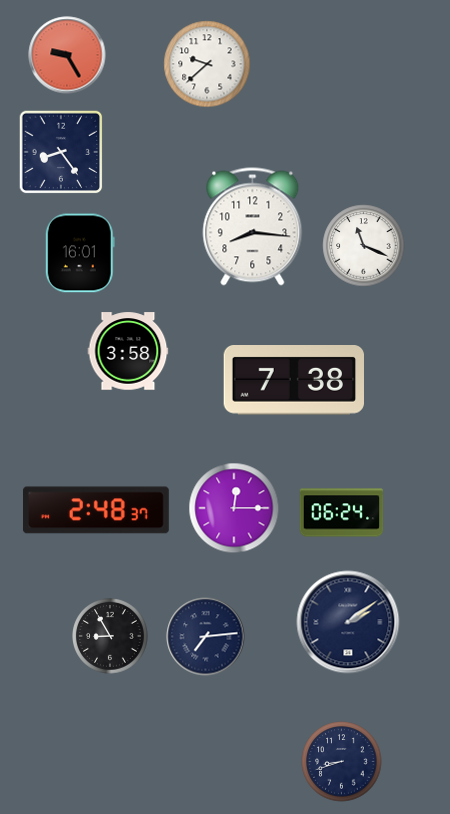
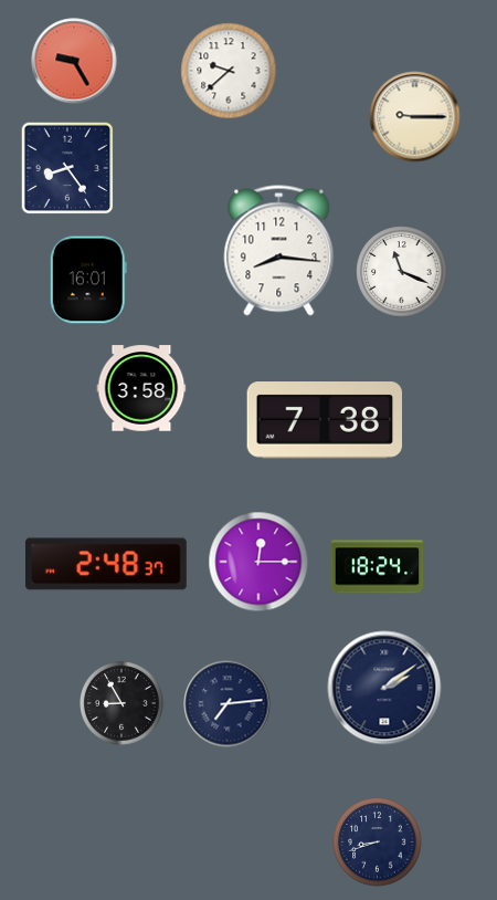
clock at (415, 117): none -> 9:15
clock at (342, 513): 06:24 -> 18:24
